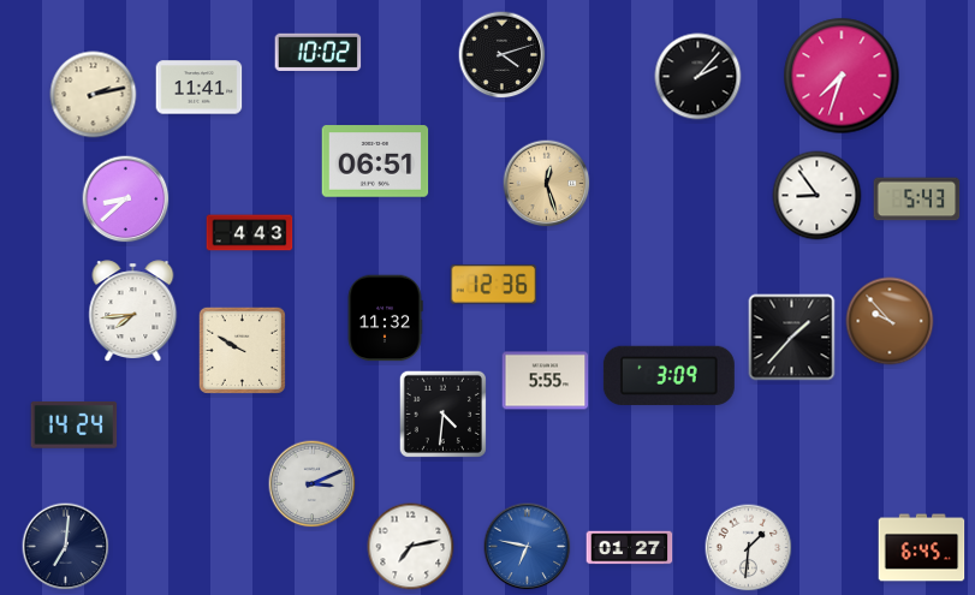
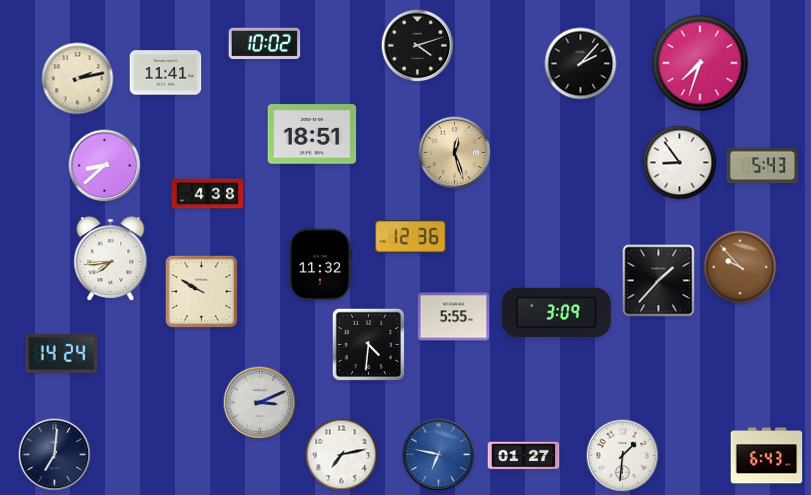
clock at (375, 161): 06:51 -> 18:51
clock at (250, 233): 4:43 -> 4:38
clock at (922, 548): 6:45 -> 6:43
